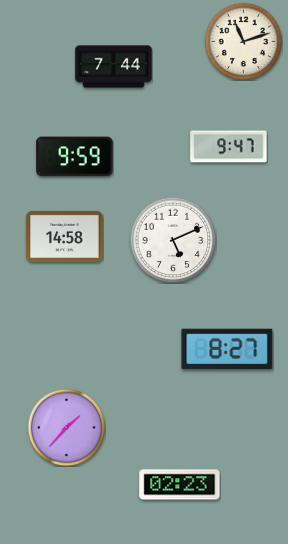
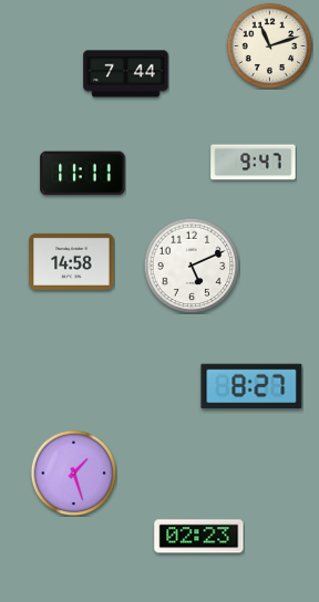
clock at (75, 157): 9:59 -> 11:11
clock at (66, 427): 1:37 -> 1:27
